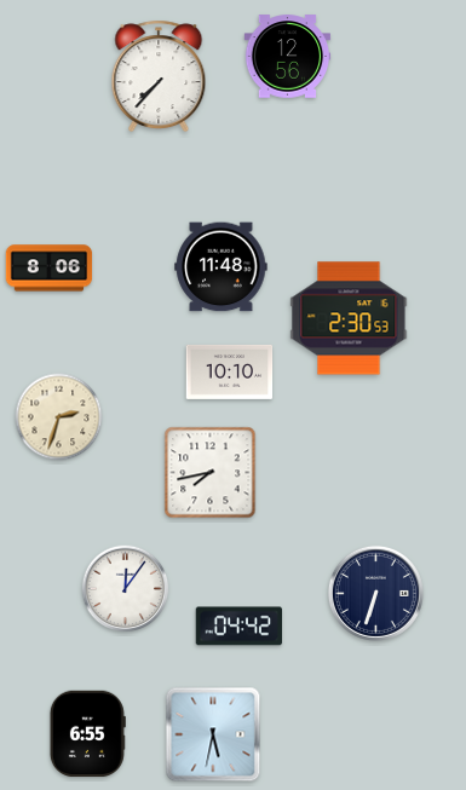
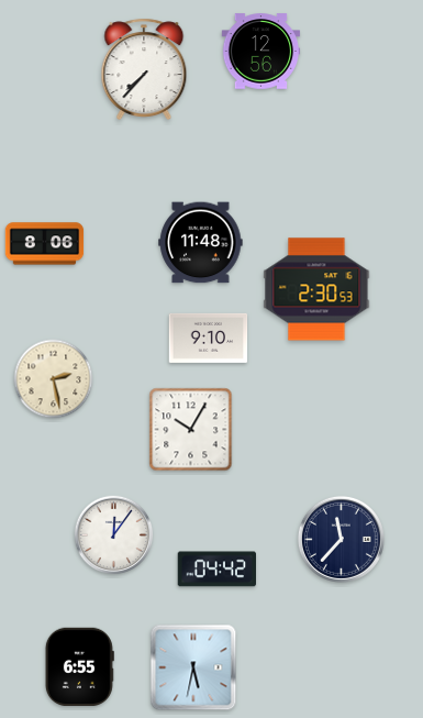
clock at (230, 371): 10:10 -> 9:10
clock at (59, 417): 2:33 -> 2:28
clock at (211, 473): 7:43 -> 10:05
clock at (375, 593): 6:33 -> 11:37
